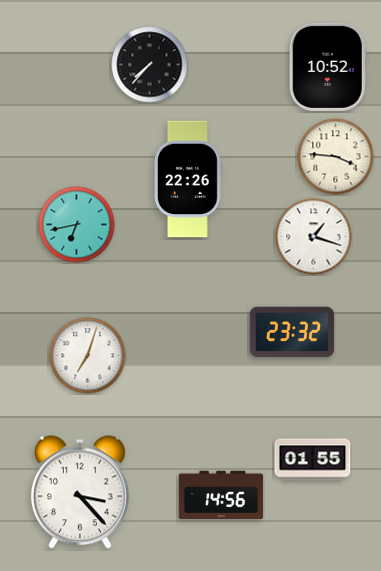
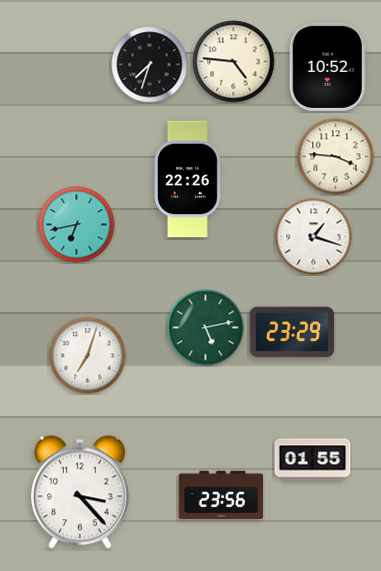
clock at (234, 62): none -> 4:46
clock at (150, 65): 7:37 -> 7:33
clock at (206, 328): none -> 5:13
clock at (292, 332): 23:32 -> 23:29
clock at (221, 495): 14:56 -> 23:56
